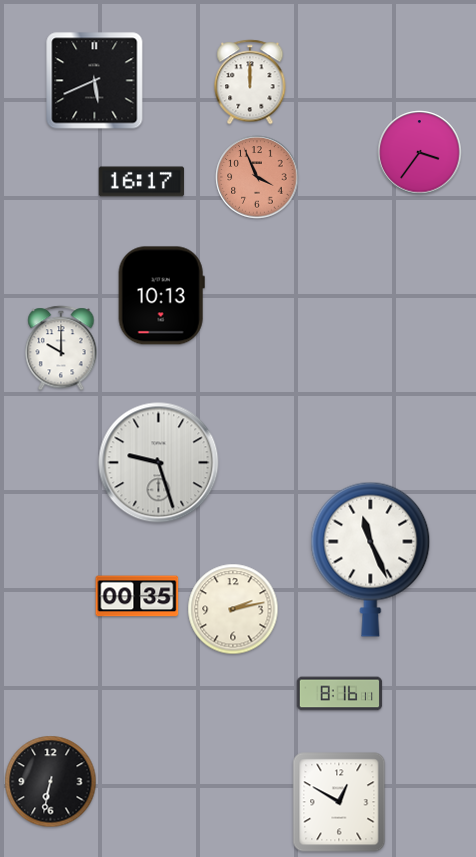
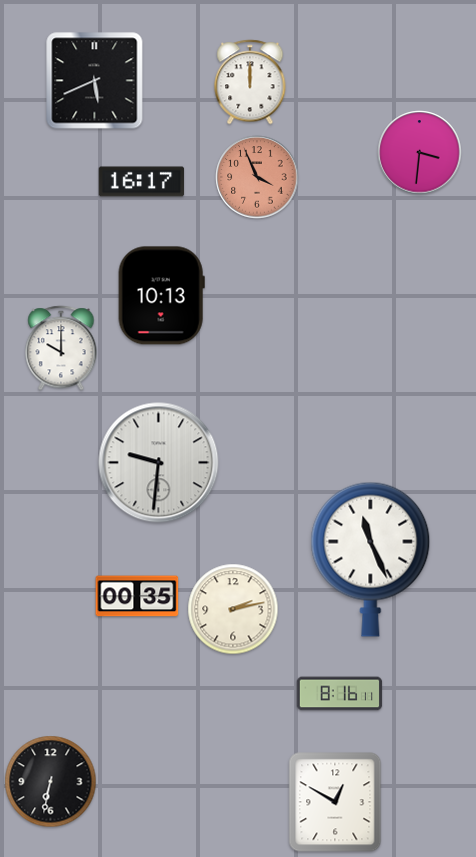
clock at (420, 153): 3:36 -> 3:31
clock at (159, 463): 9:27 -> 9:31
clock at (339, 802) position: (339, 802) -> (335, 802)
